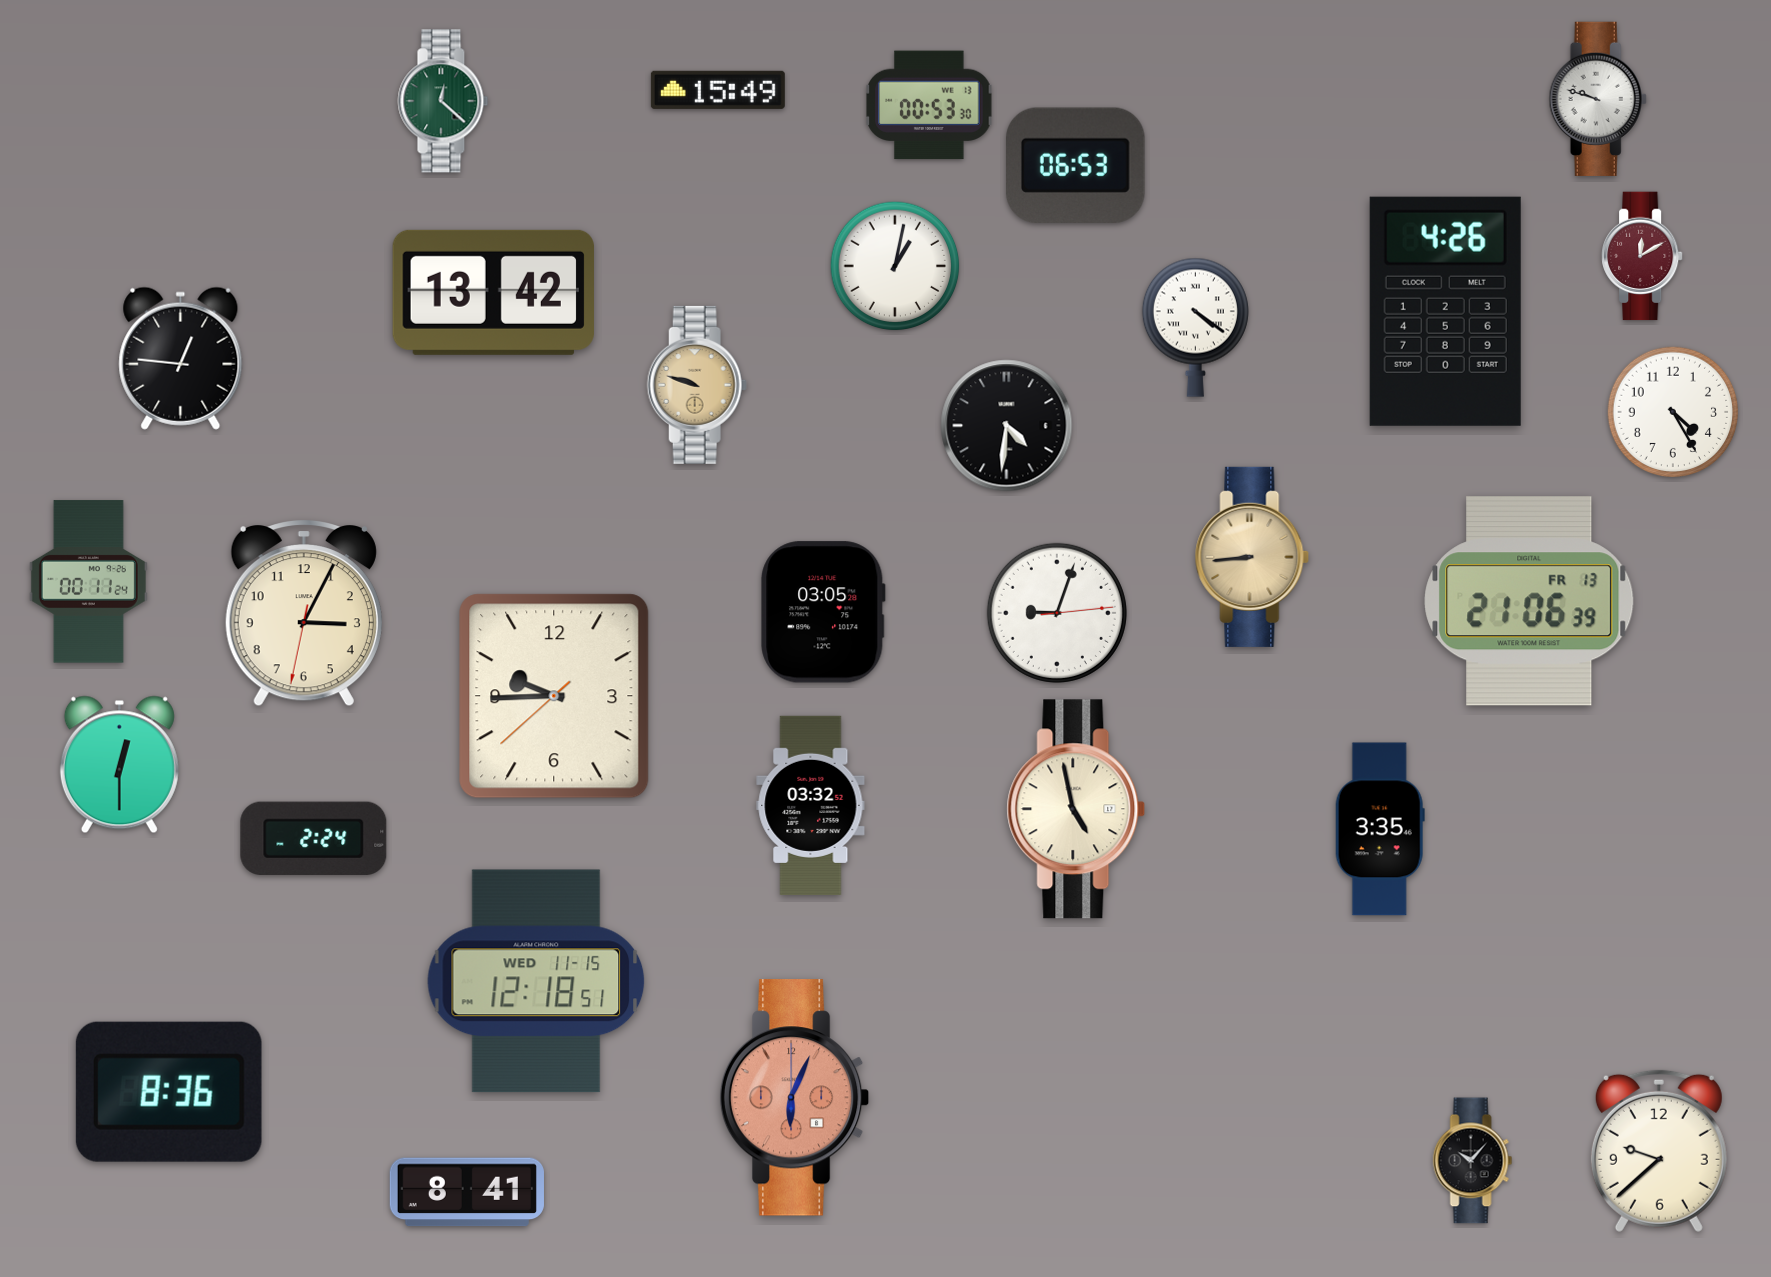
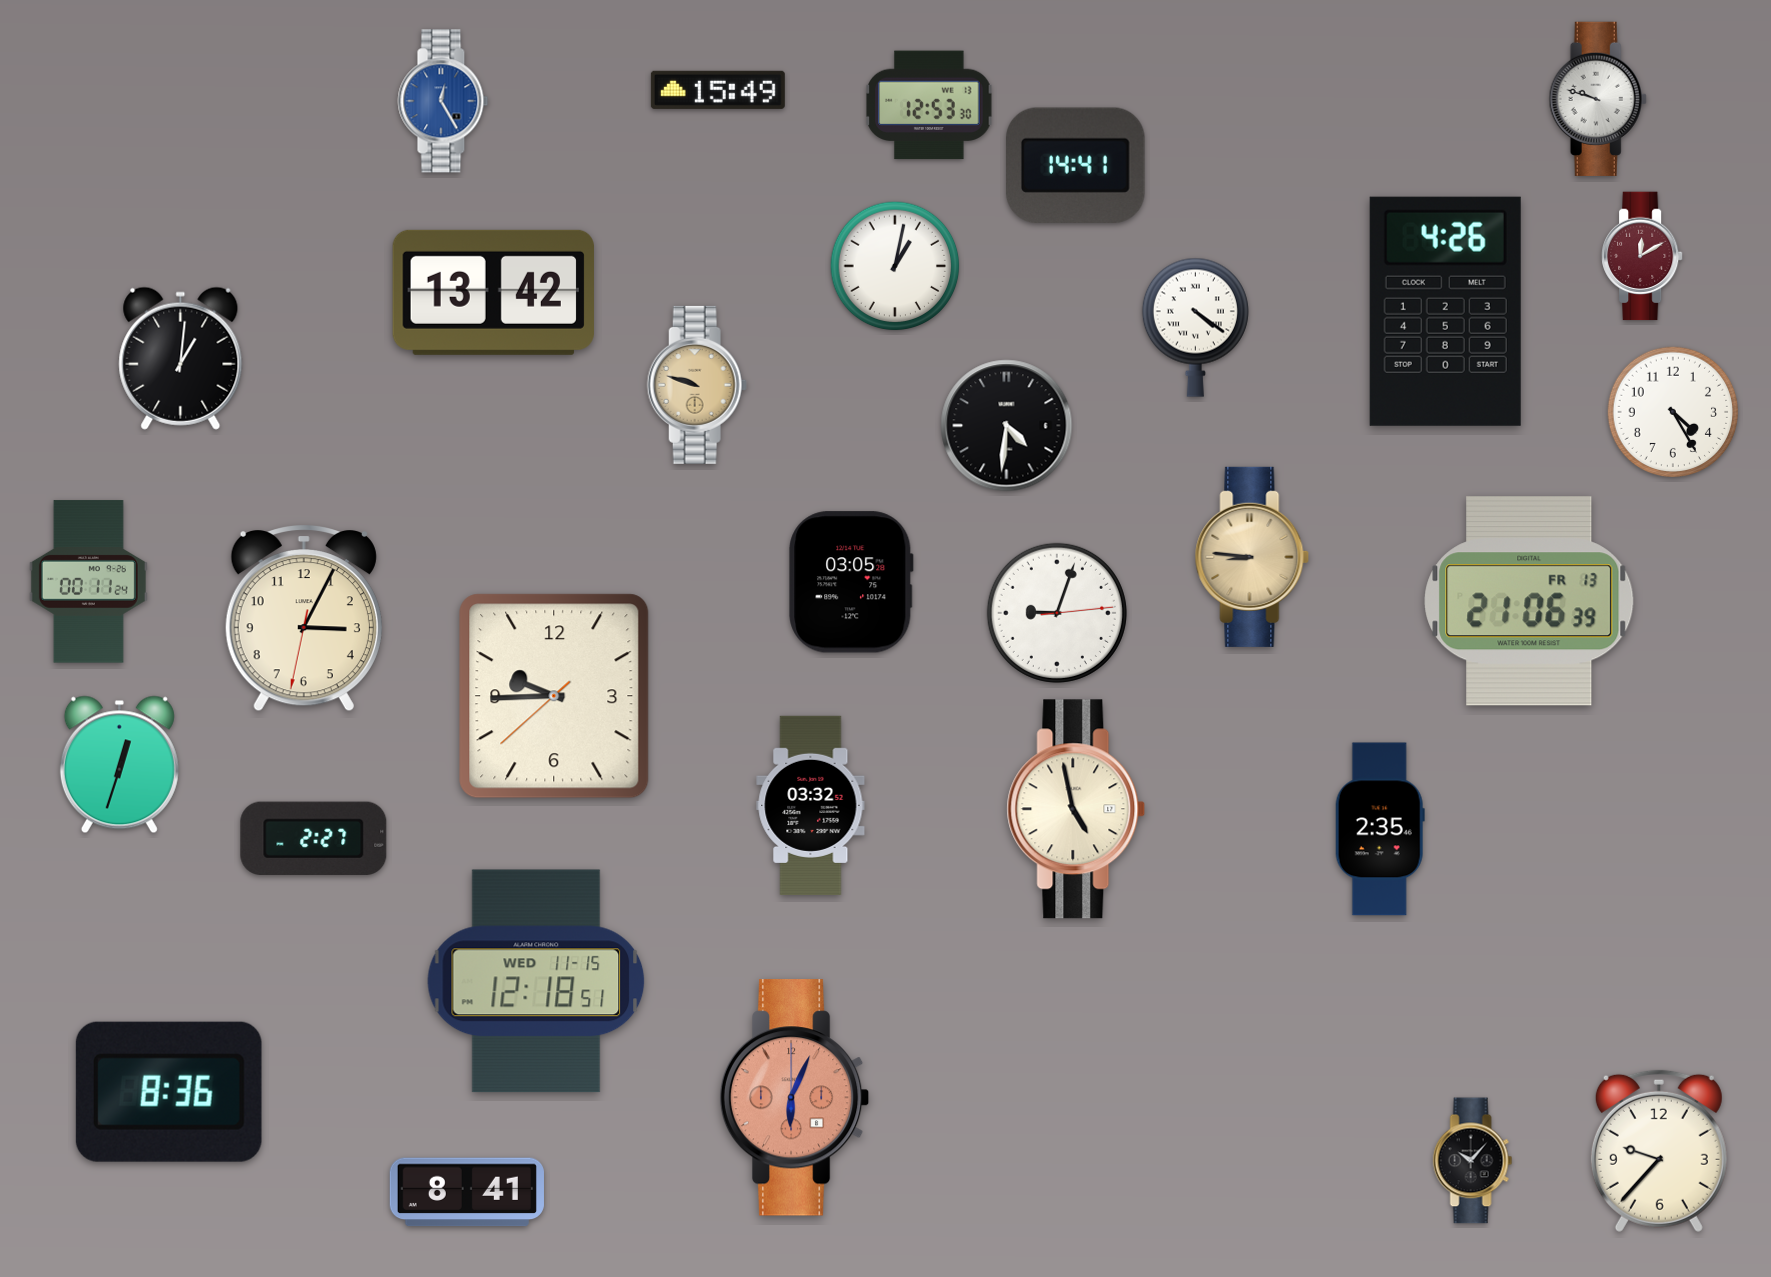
clock at (443, 101): 12:22 -> 12:25
clock at (443, 101) dial: green -> blue
clock at (929, 105): 00:53 -> 12:53
clock at (1076, 165): 06:53 -> 14:41
clock at (181, 358): 12:46 -> 1:01
clock at (1252, 557): 8:44 -> 8:46
clock at (823, 612) position: (823, 612) -> (851, 582)
clock at (304, 613) position: (304, 613) -> (304, 618)
clock at (119, 765): 12:30 -> 12:33
clock at (1380, 829): 3:35 -> 2:35
clock at (314, 838): 2:24 -> 2:27
clock at (1659, 1151): 9:38 -> 9:37
